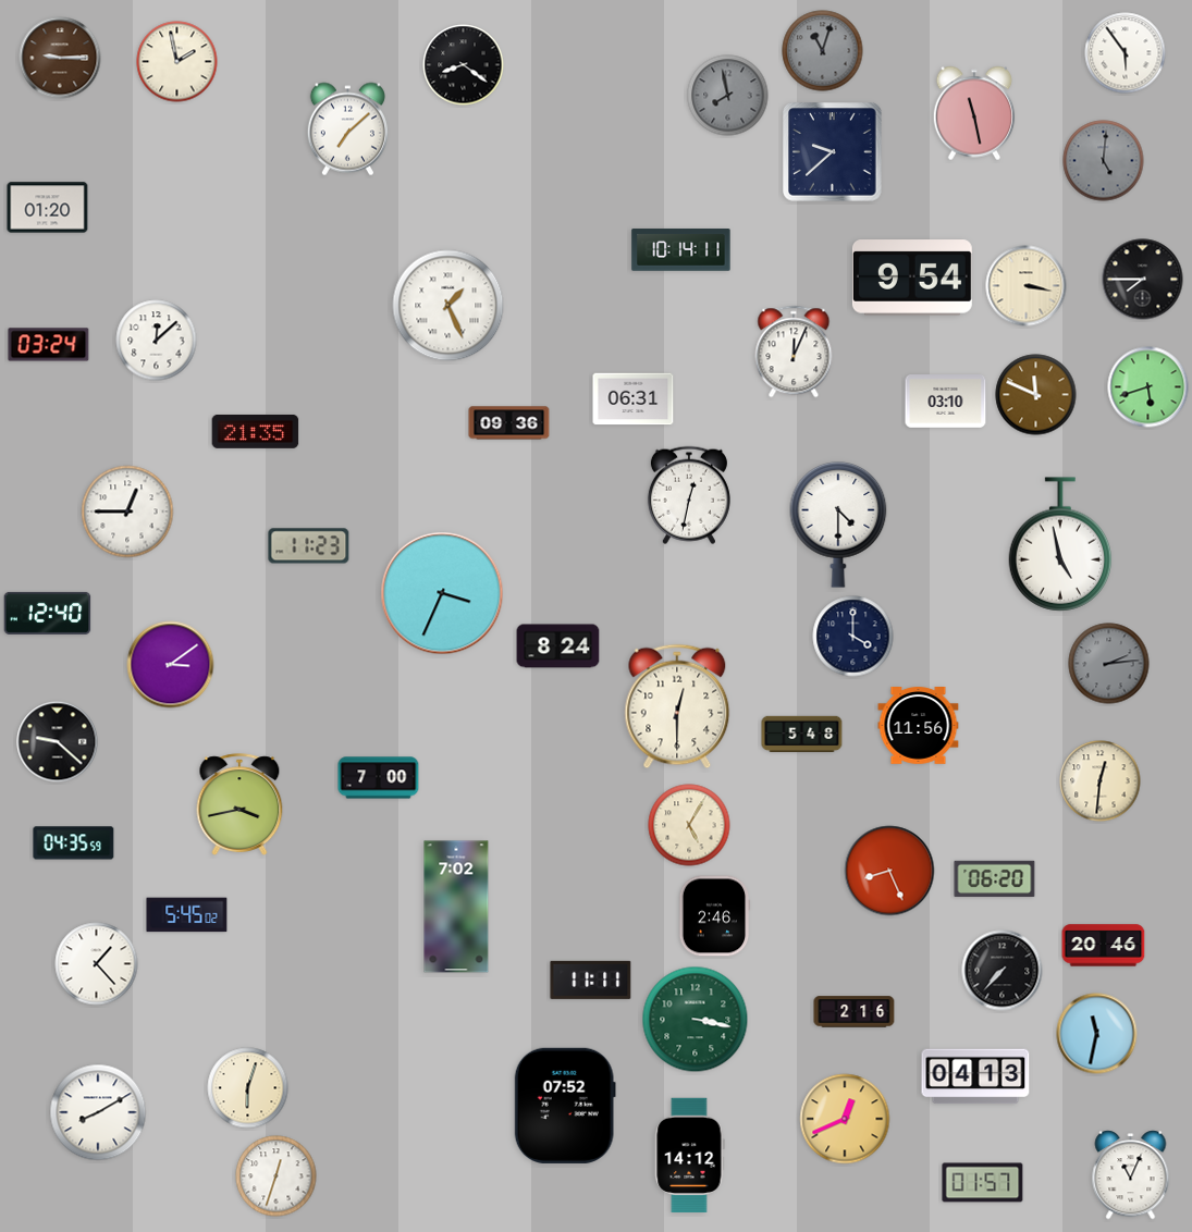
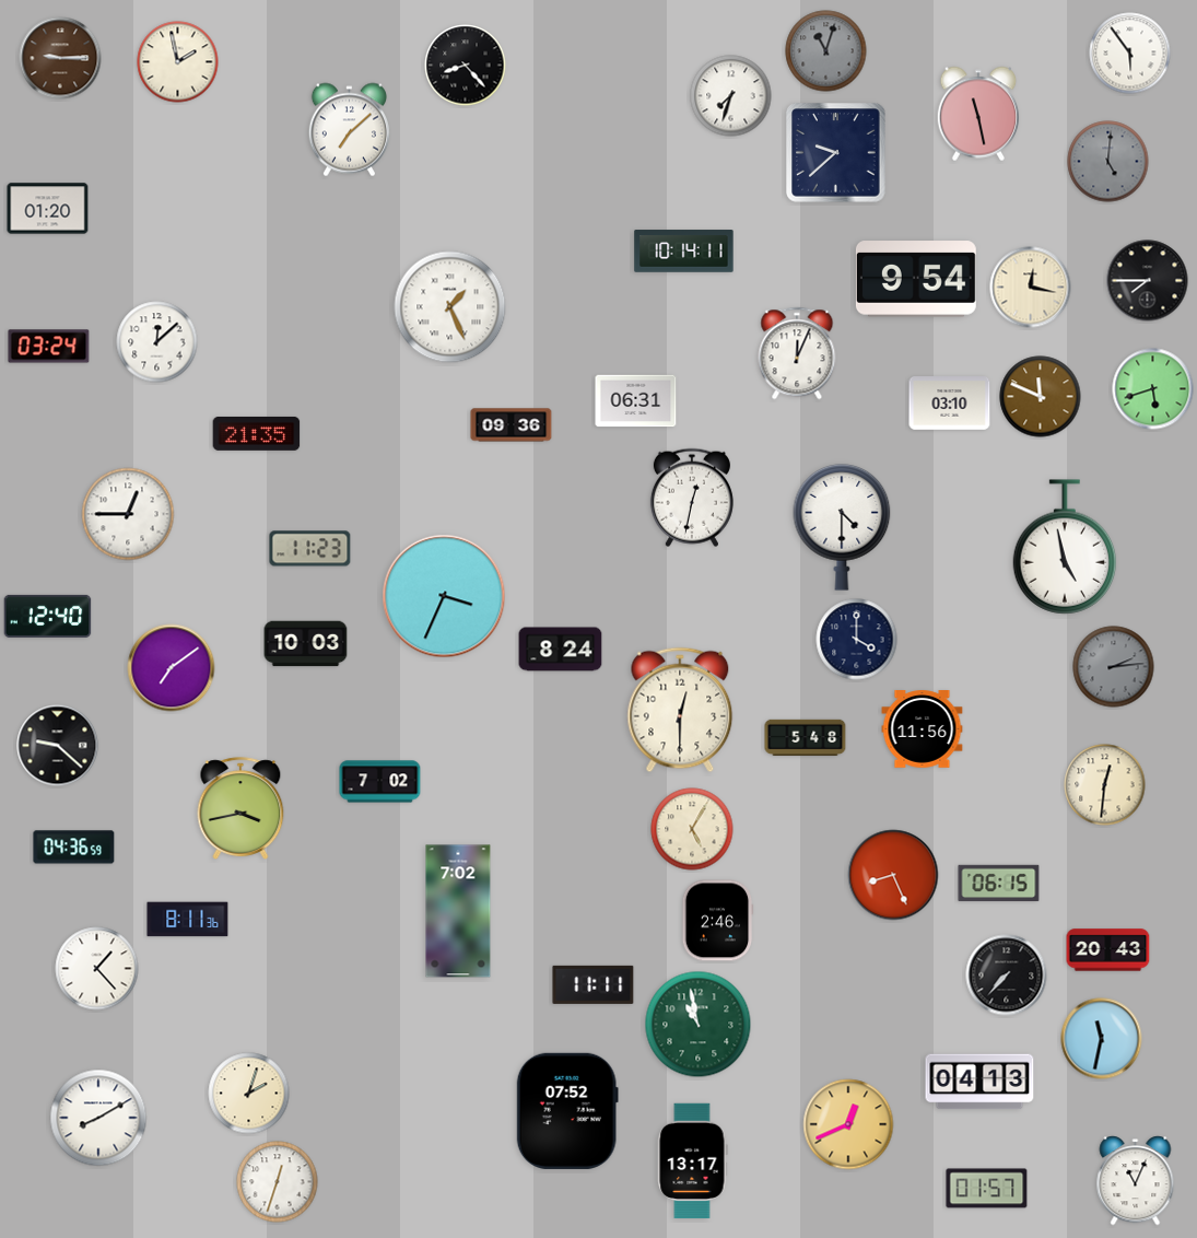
clock at (464, 65): 8:21 -> 8:23
clock at (728, 96): 7:58 -> 7:33
clock at (728, 96) dial: grey -> white
clock at (1027, 286): 3:17 -> 12:17
clock at (306, 644): none -> 10:03
clock at (171, 665): 3:09 -> 7:09
clock at (379, 778): 7:00 -> 7:02
clock at (74, 843): 04:35 -> 04:36
clock at (995, 879): 06:20 -> 06:15
clock at (187, 915): 5:45 -> 8:11
clock at (1104, 946): 20:46 -> 20:43
clock at (855, 1012): 2:16 -> none
clock at (696, 1020): 3:17 -> 10:58
clock at (248, 1088): 6:03 -> 2:03
clock at (690, 1156): 14:12 -> 13:17
